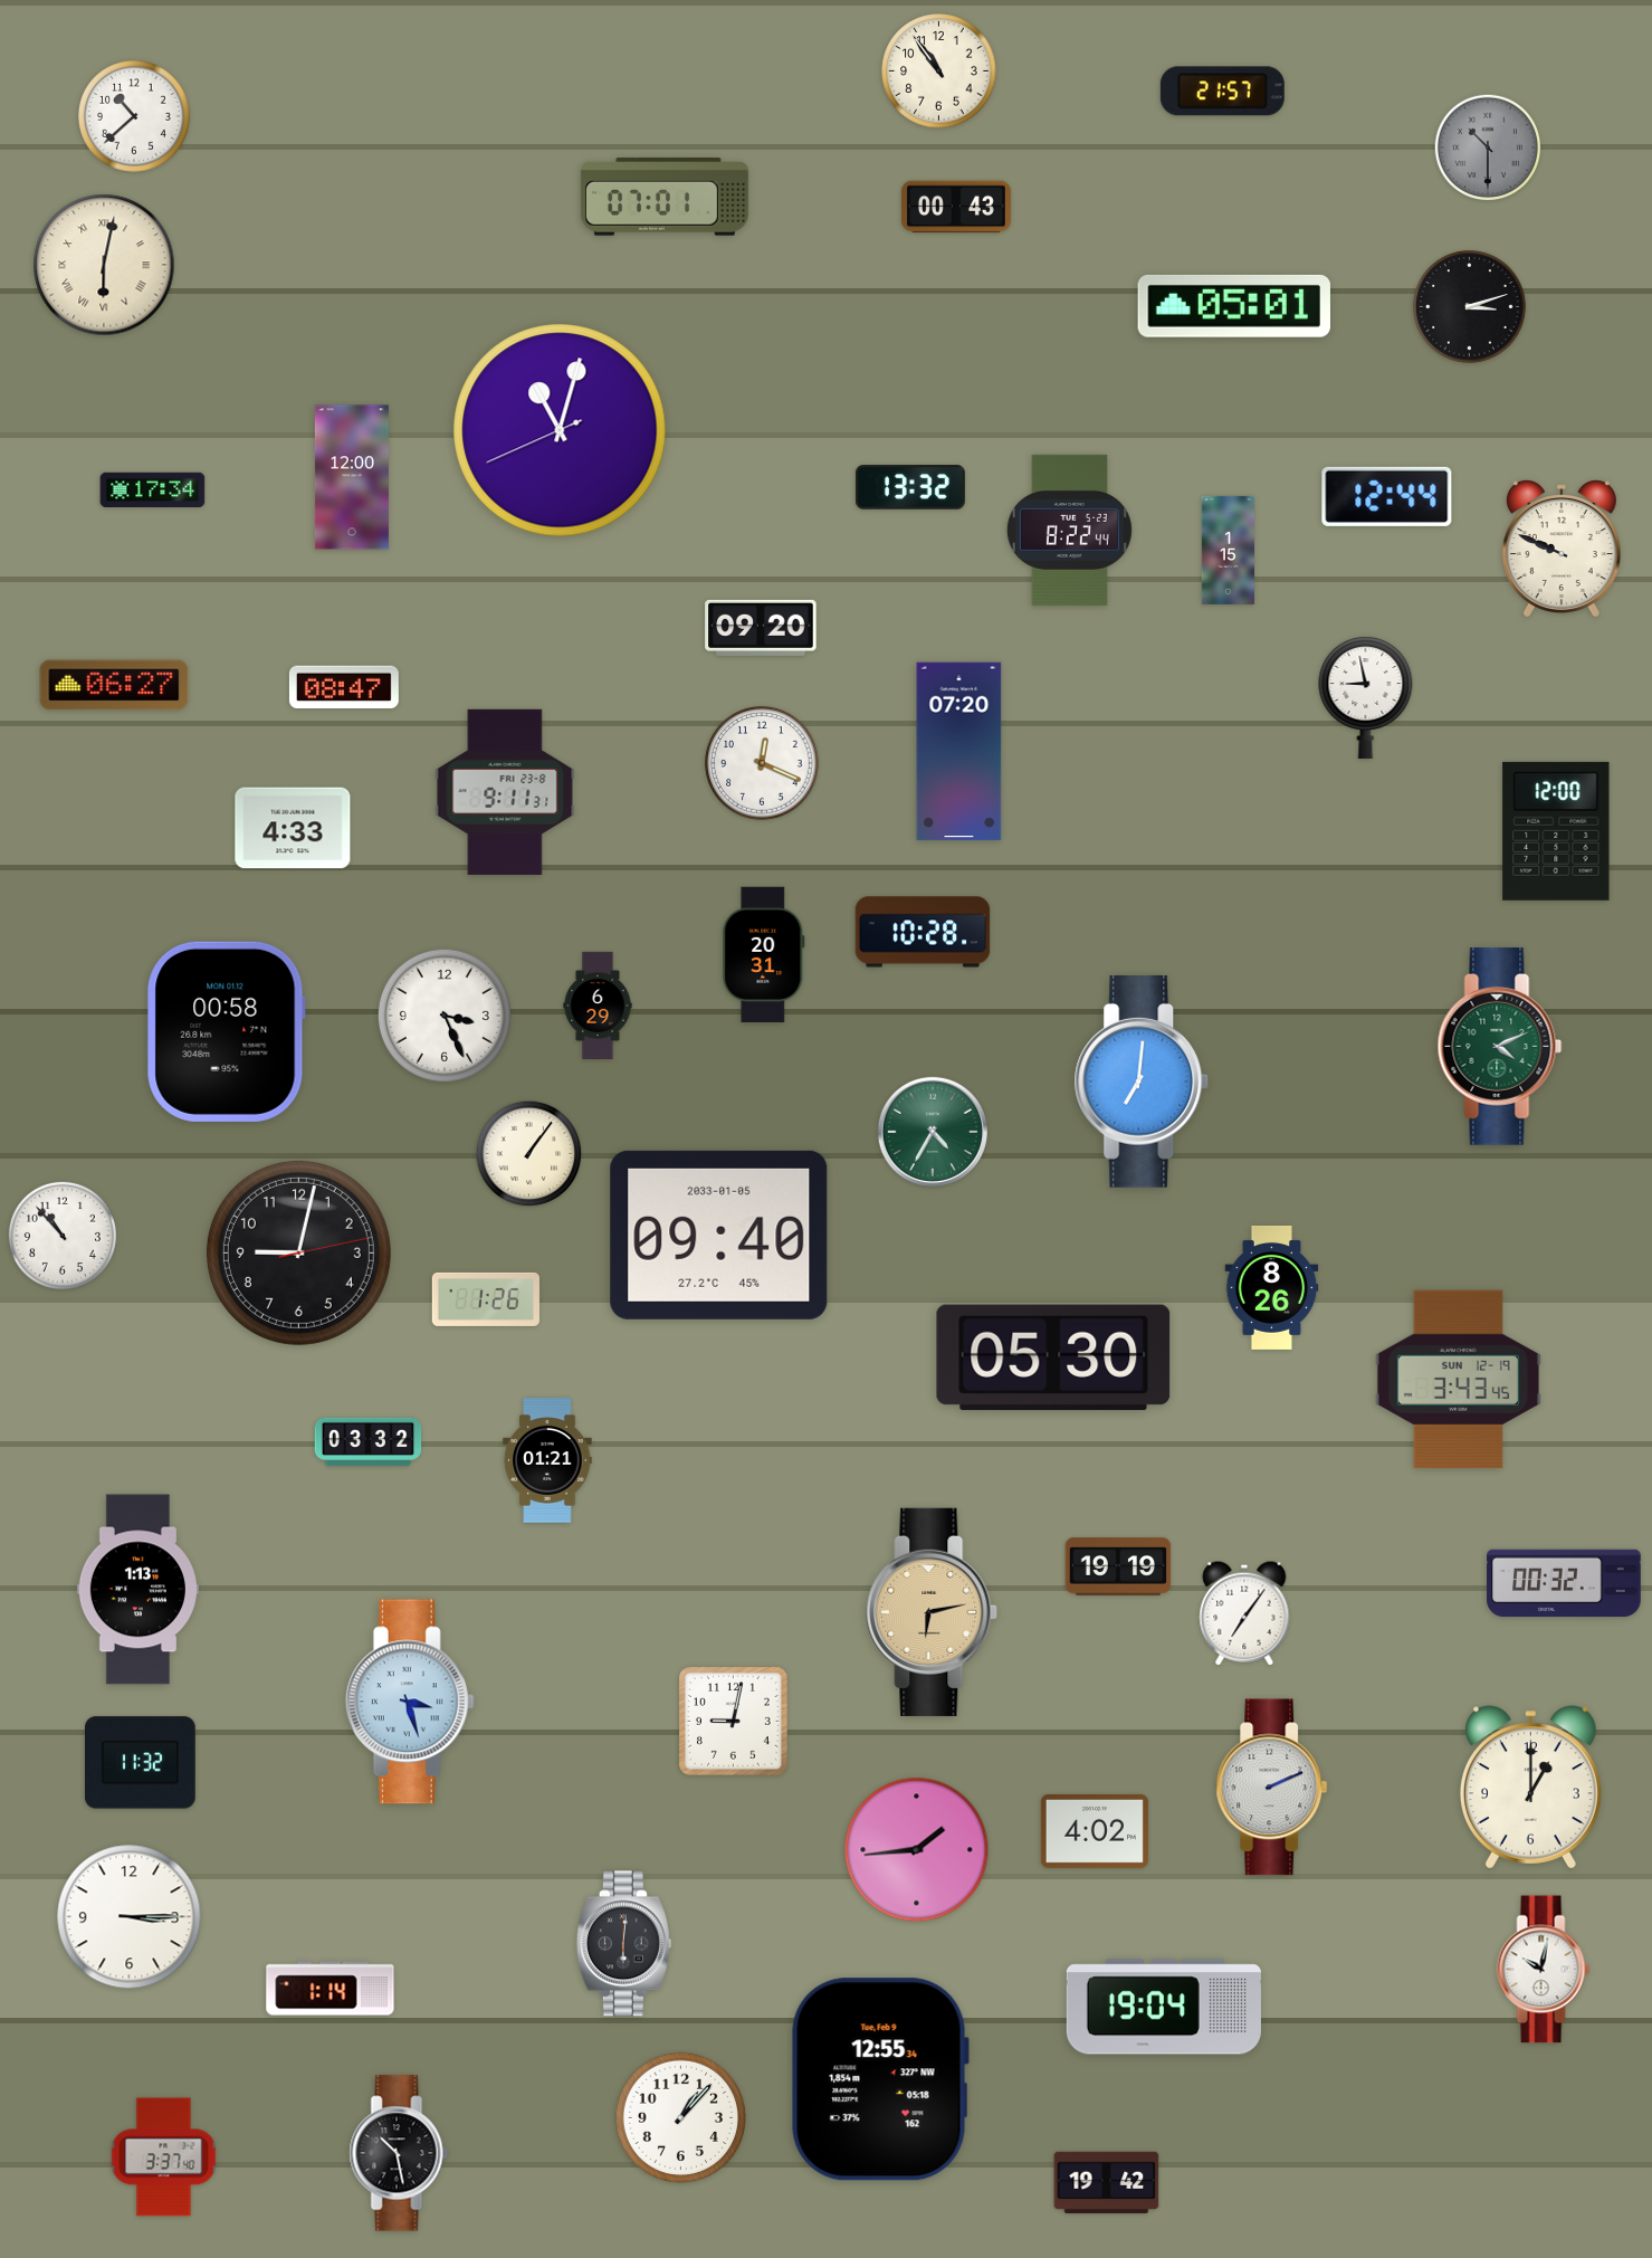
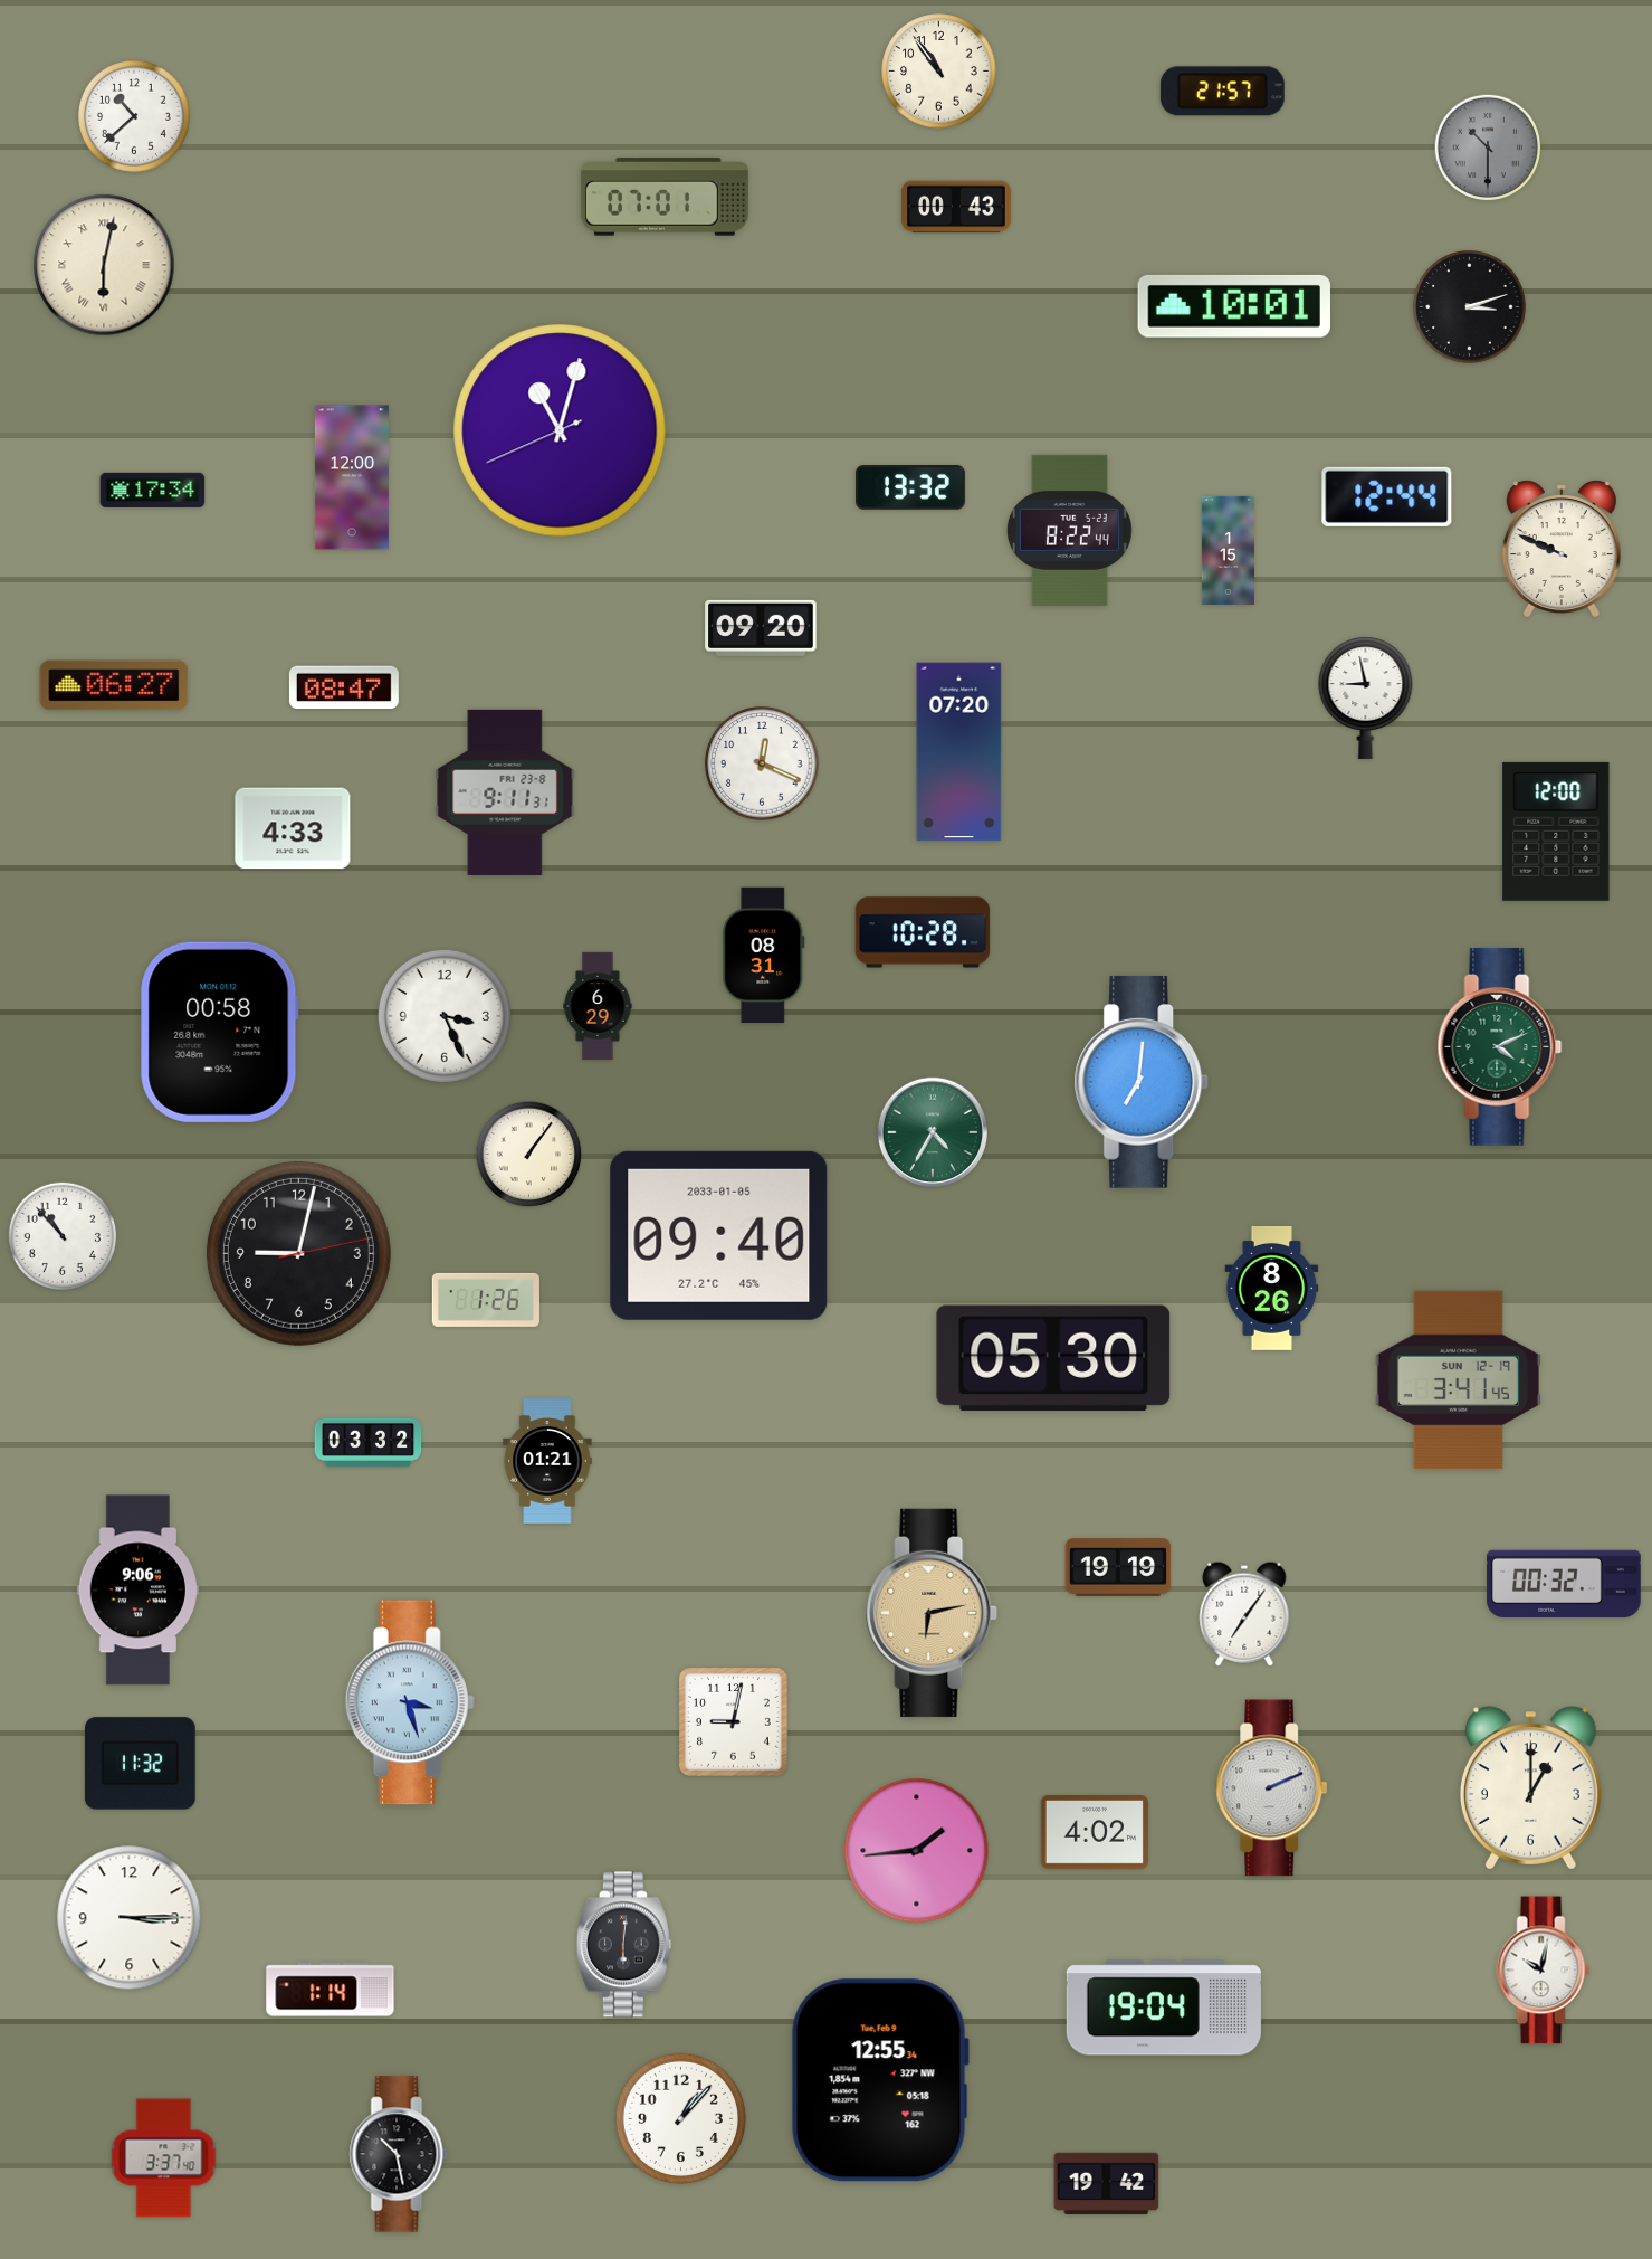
clock at (1234, 306): 05:01 -> 10:01
clock at (764, 954): 20:31 -> 08:31
clock at (226, 1031) position: (226, 1031) -> (219, 1032)
clock at (1458, 1380): 3:43 -> 3:41
clock at (137, 1590): 1:13 -> 9:06
